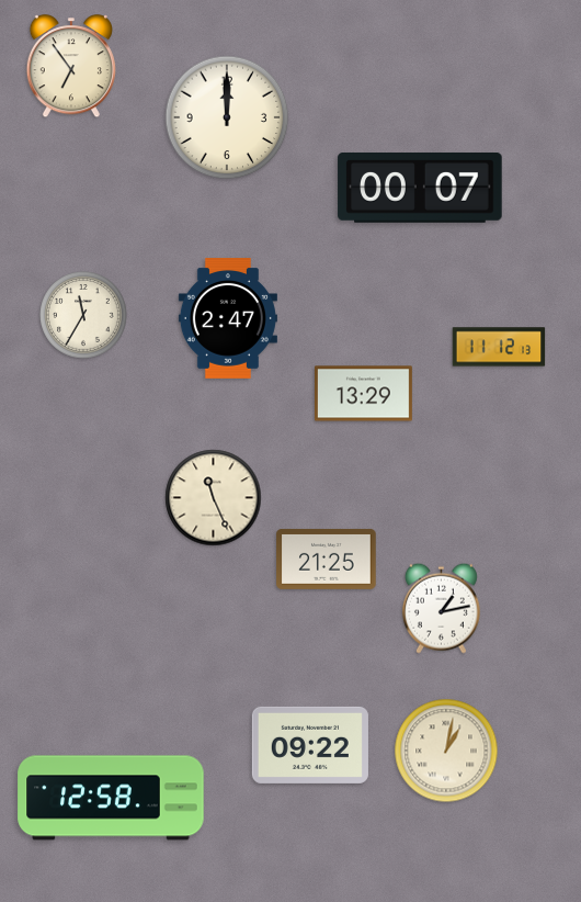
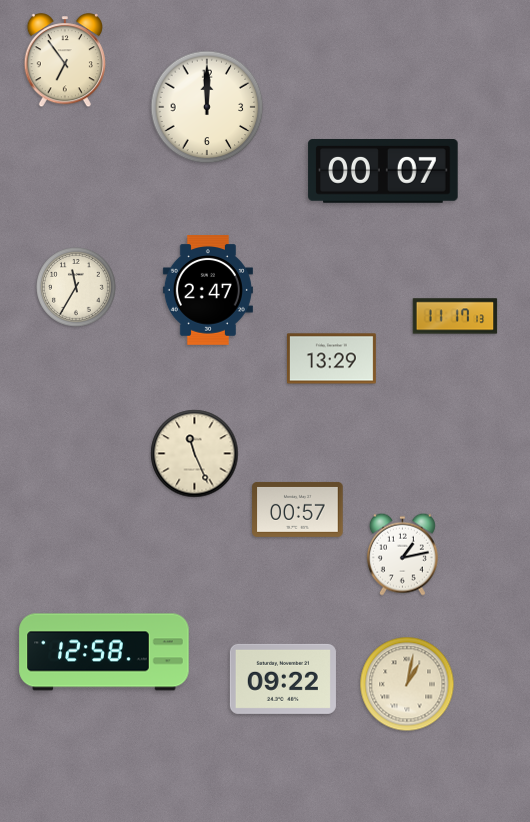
clock at (499, 347): 11:12 -> 11:17
clock at (327, 559): 21:25 -> 00:57
clock at (111, 798) position: (111, 798) -> (104, 652)
